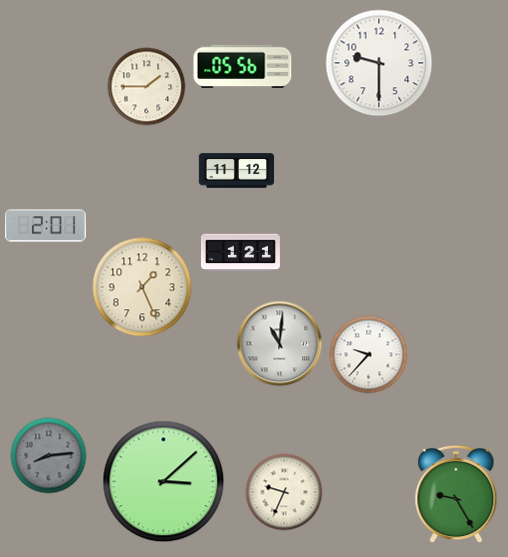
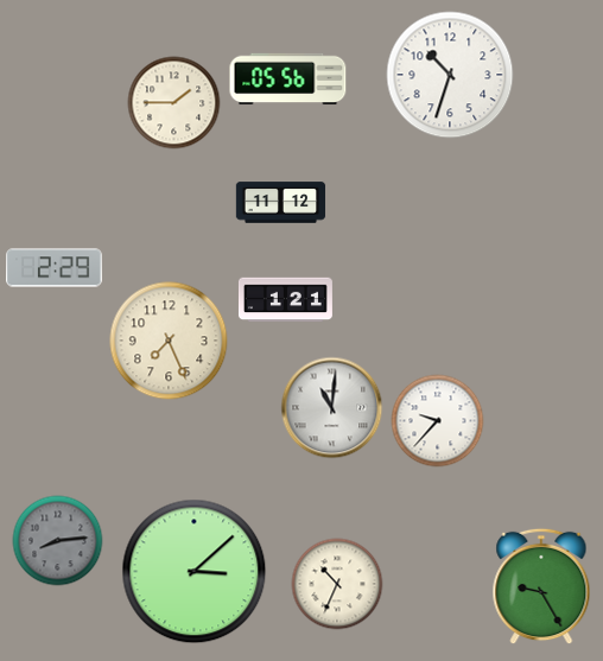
clock at (379, 63): 9:30 -> 10:33
clock at (46, 226): 2:01 -> 2:29
clock at (142, 287): 1:26 -> 7:26
clock at (284, 492): 9:34 -> 10:34
